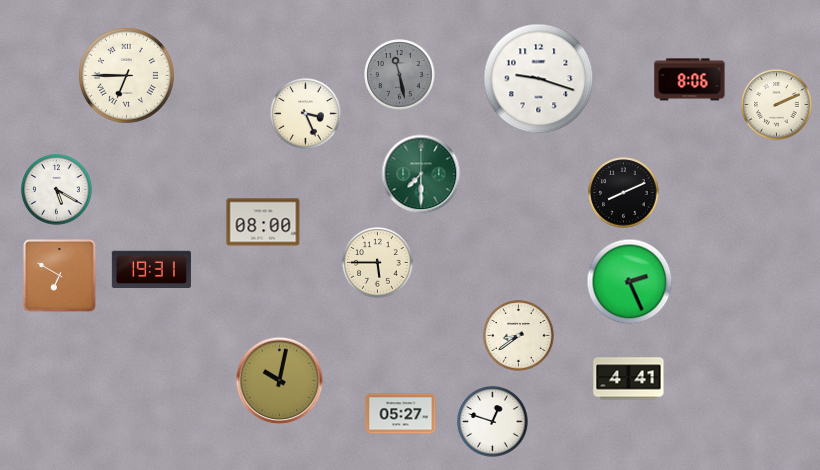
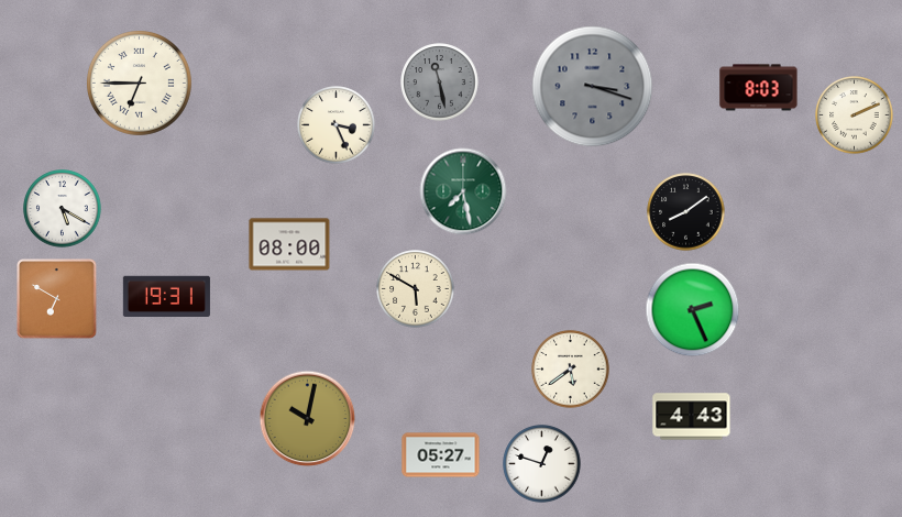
clock at (539, 79): 9:18 -> 3:18
clock at (539, 79) dial: white -> grey
clock at (690, 80): 8:06 -> 8:03
clock at (421, 174): 7:30 -> 7:28
clock at (624, 193): 8:11 -> 8:09
clock at (378, 263): 5:45 -> 5:50
clock at (60, 276) position: (60, 276) -> (57, 299)
clock at (519, 336): 8:39 -> 5:39
clock at (629, 379): 4:41 -> 4:43
